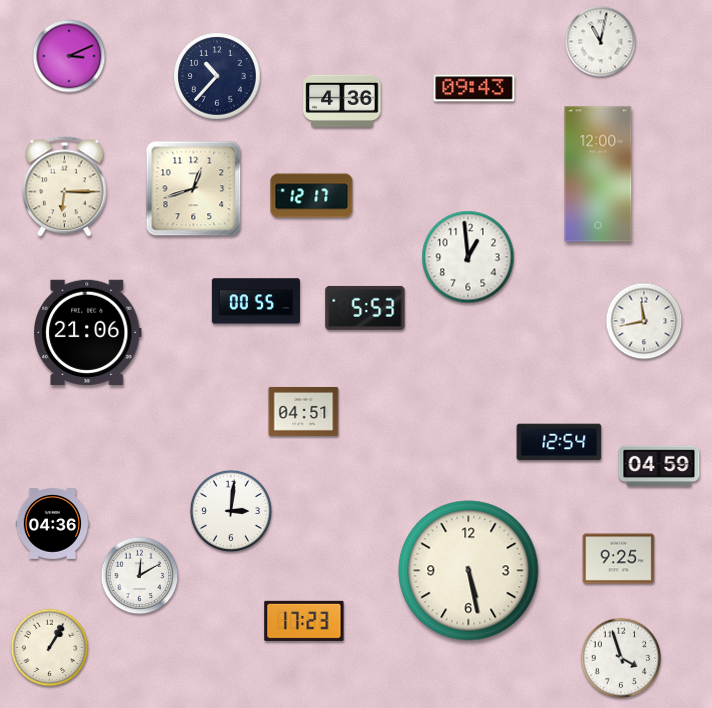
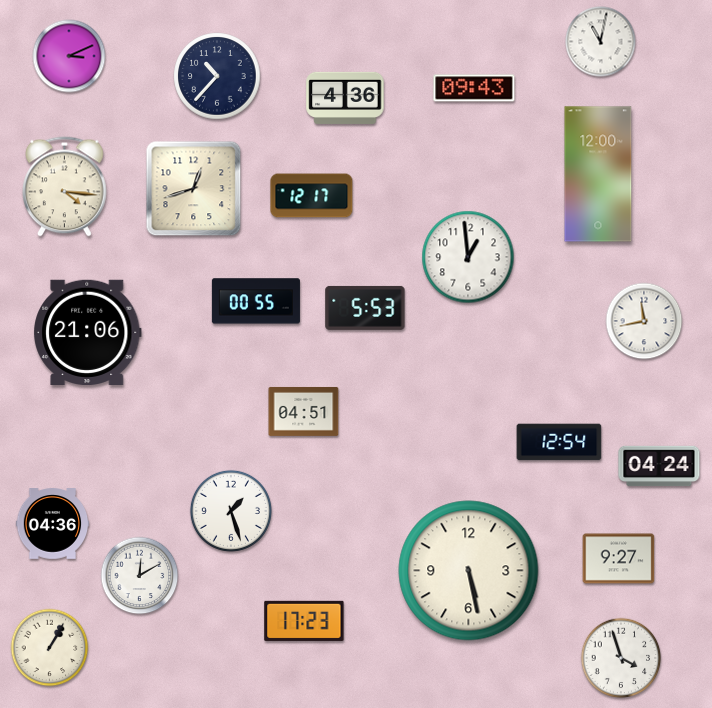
clock at (342, 101) position: (342, 101) -> (345, 98)
clock at (65, 187): 6:15 -> 4:16
clock at (659, 466): 04:59 -> 04:24
clock at (231, 511): 3:01 -> 1:27
clock at (619, 559): 9:25 -> 9:27
